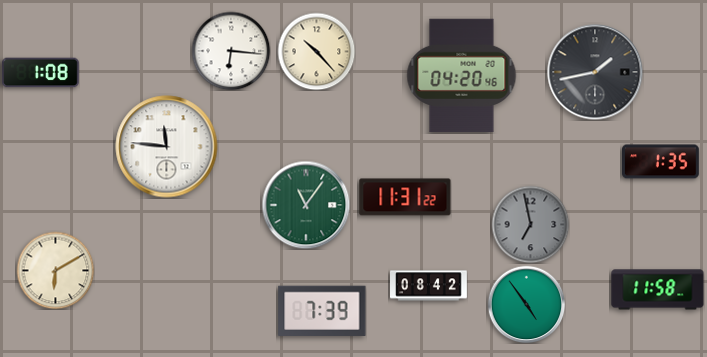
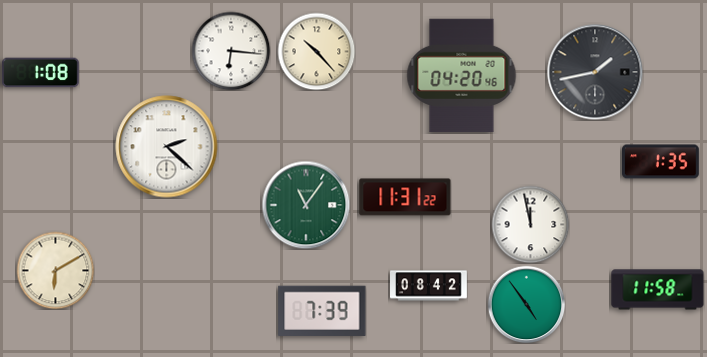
clock at (167, 147): 11:46 -> 2:22
clock at (530, 224): 6:58 -> 11:58
clock at (530, 224) dial: grey -> white
